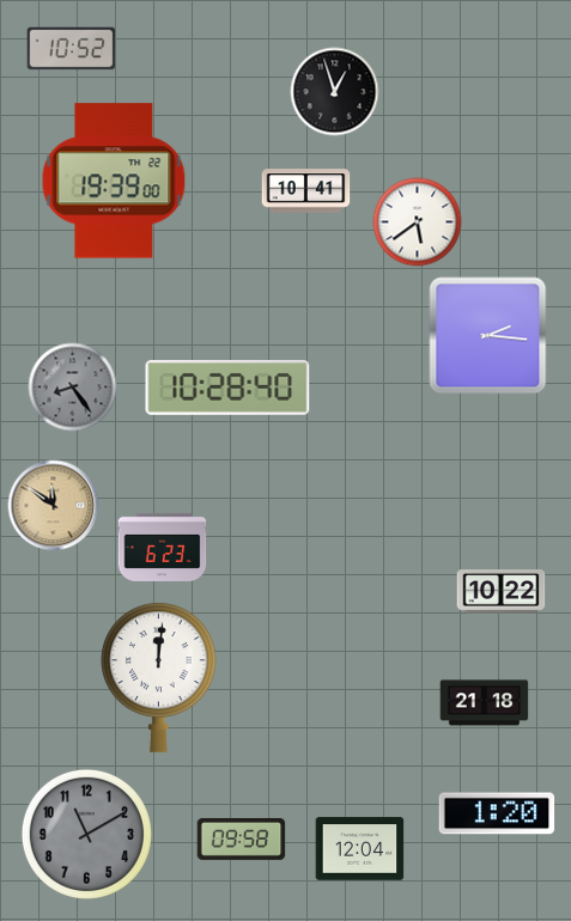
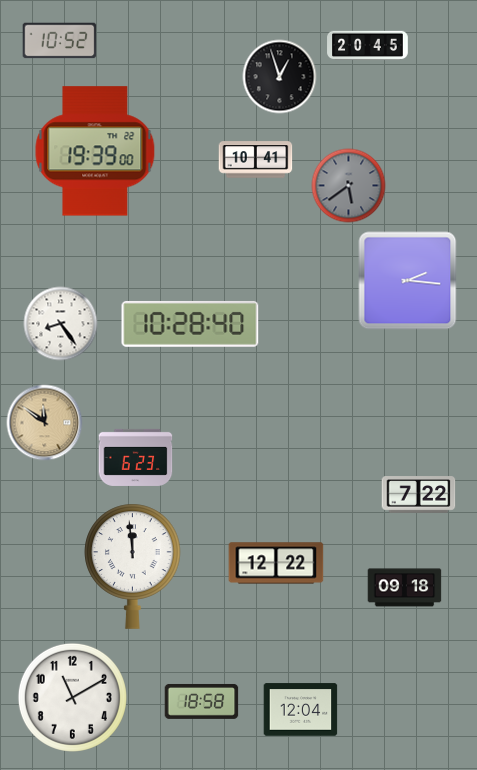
clock at (368, 46): none -> 20:45
clock at (418, 222) dial: white -> grey
clock at (73, 388) dial: grey -> white
clock at (502, 592): 10:22 -> 7:22
clock at (276, 563): none -> 12:22
clock at (159, 677): 12:01 -> 11:59
clock at (485, 703): 21:18 -> 09:18
clock at (497, 813): 1:20 -> none
clock at (86, 834) dial: grey -> white
clock at (242, 840): 09:58 -> 18:58
